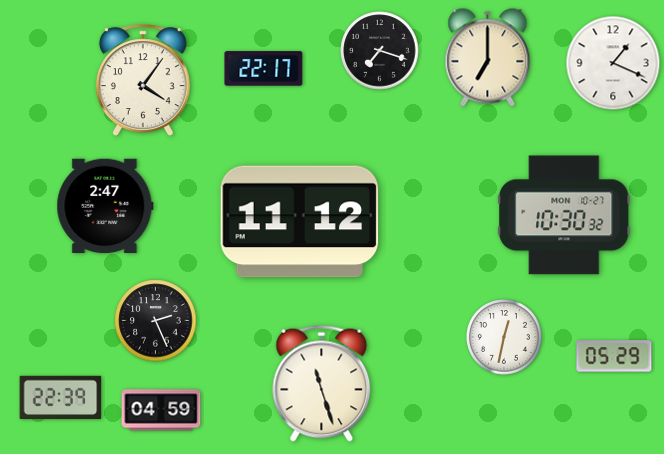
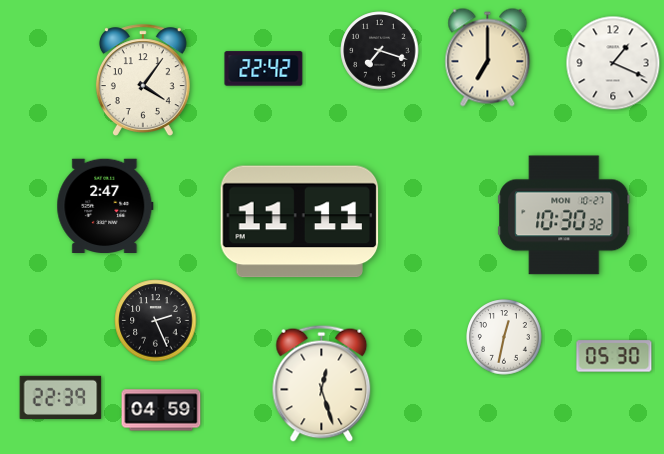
clock at (264, 69): 22:17 -> 22:42
clock at (300, 222): 11:12 -> 11:11
clock at (614, 356): 05:29 -> 05:30
clock at (322, 383): 11:27 -> 12:27
